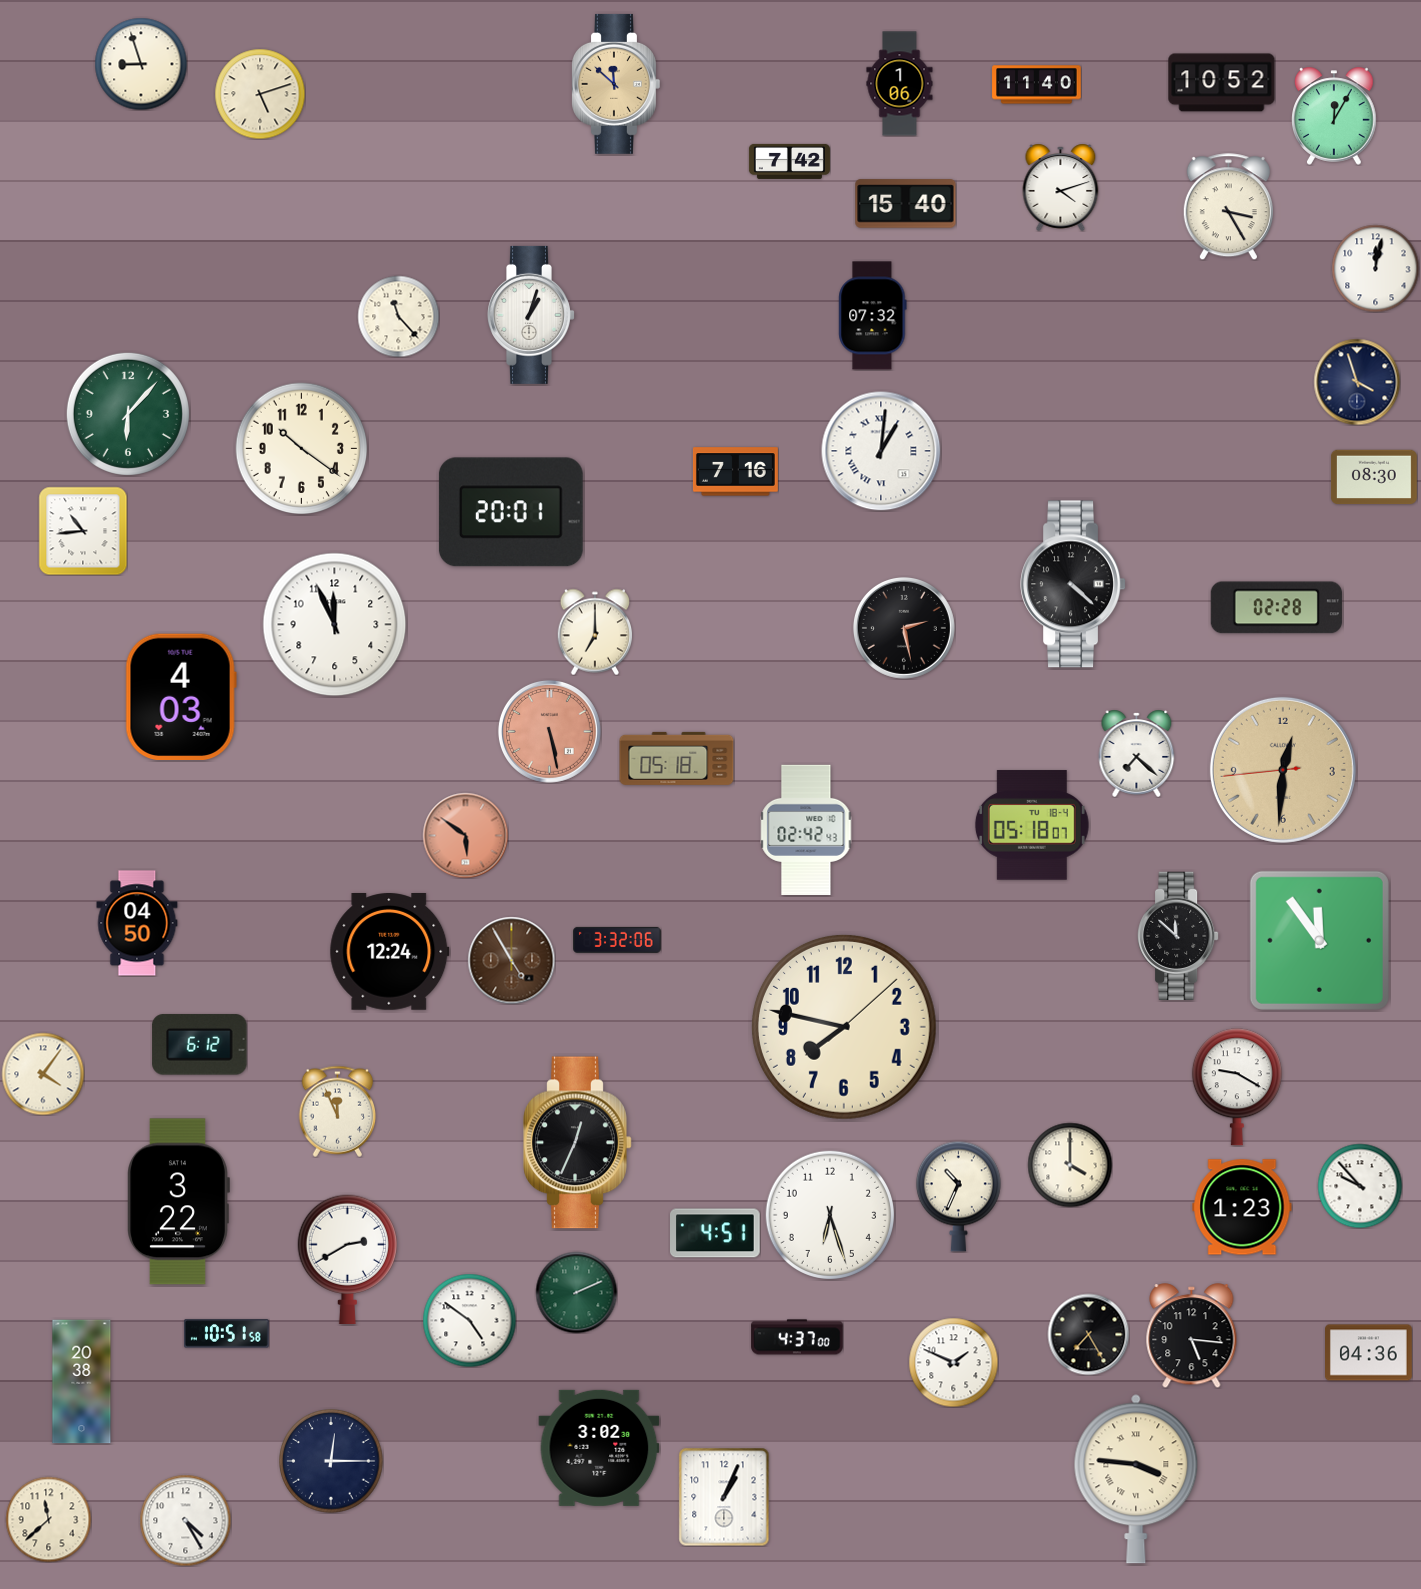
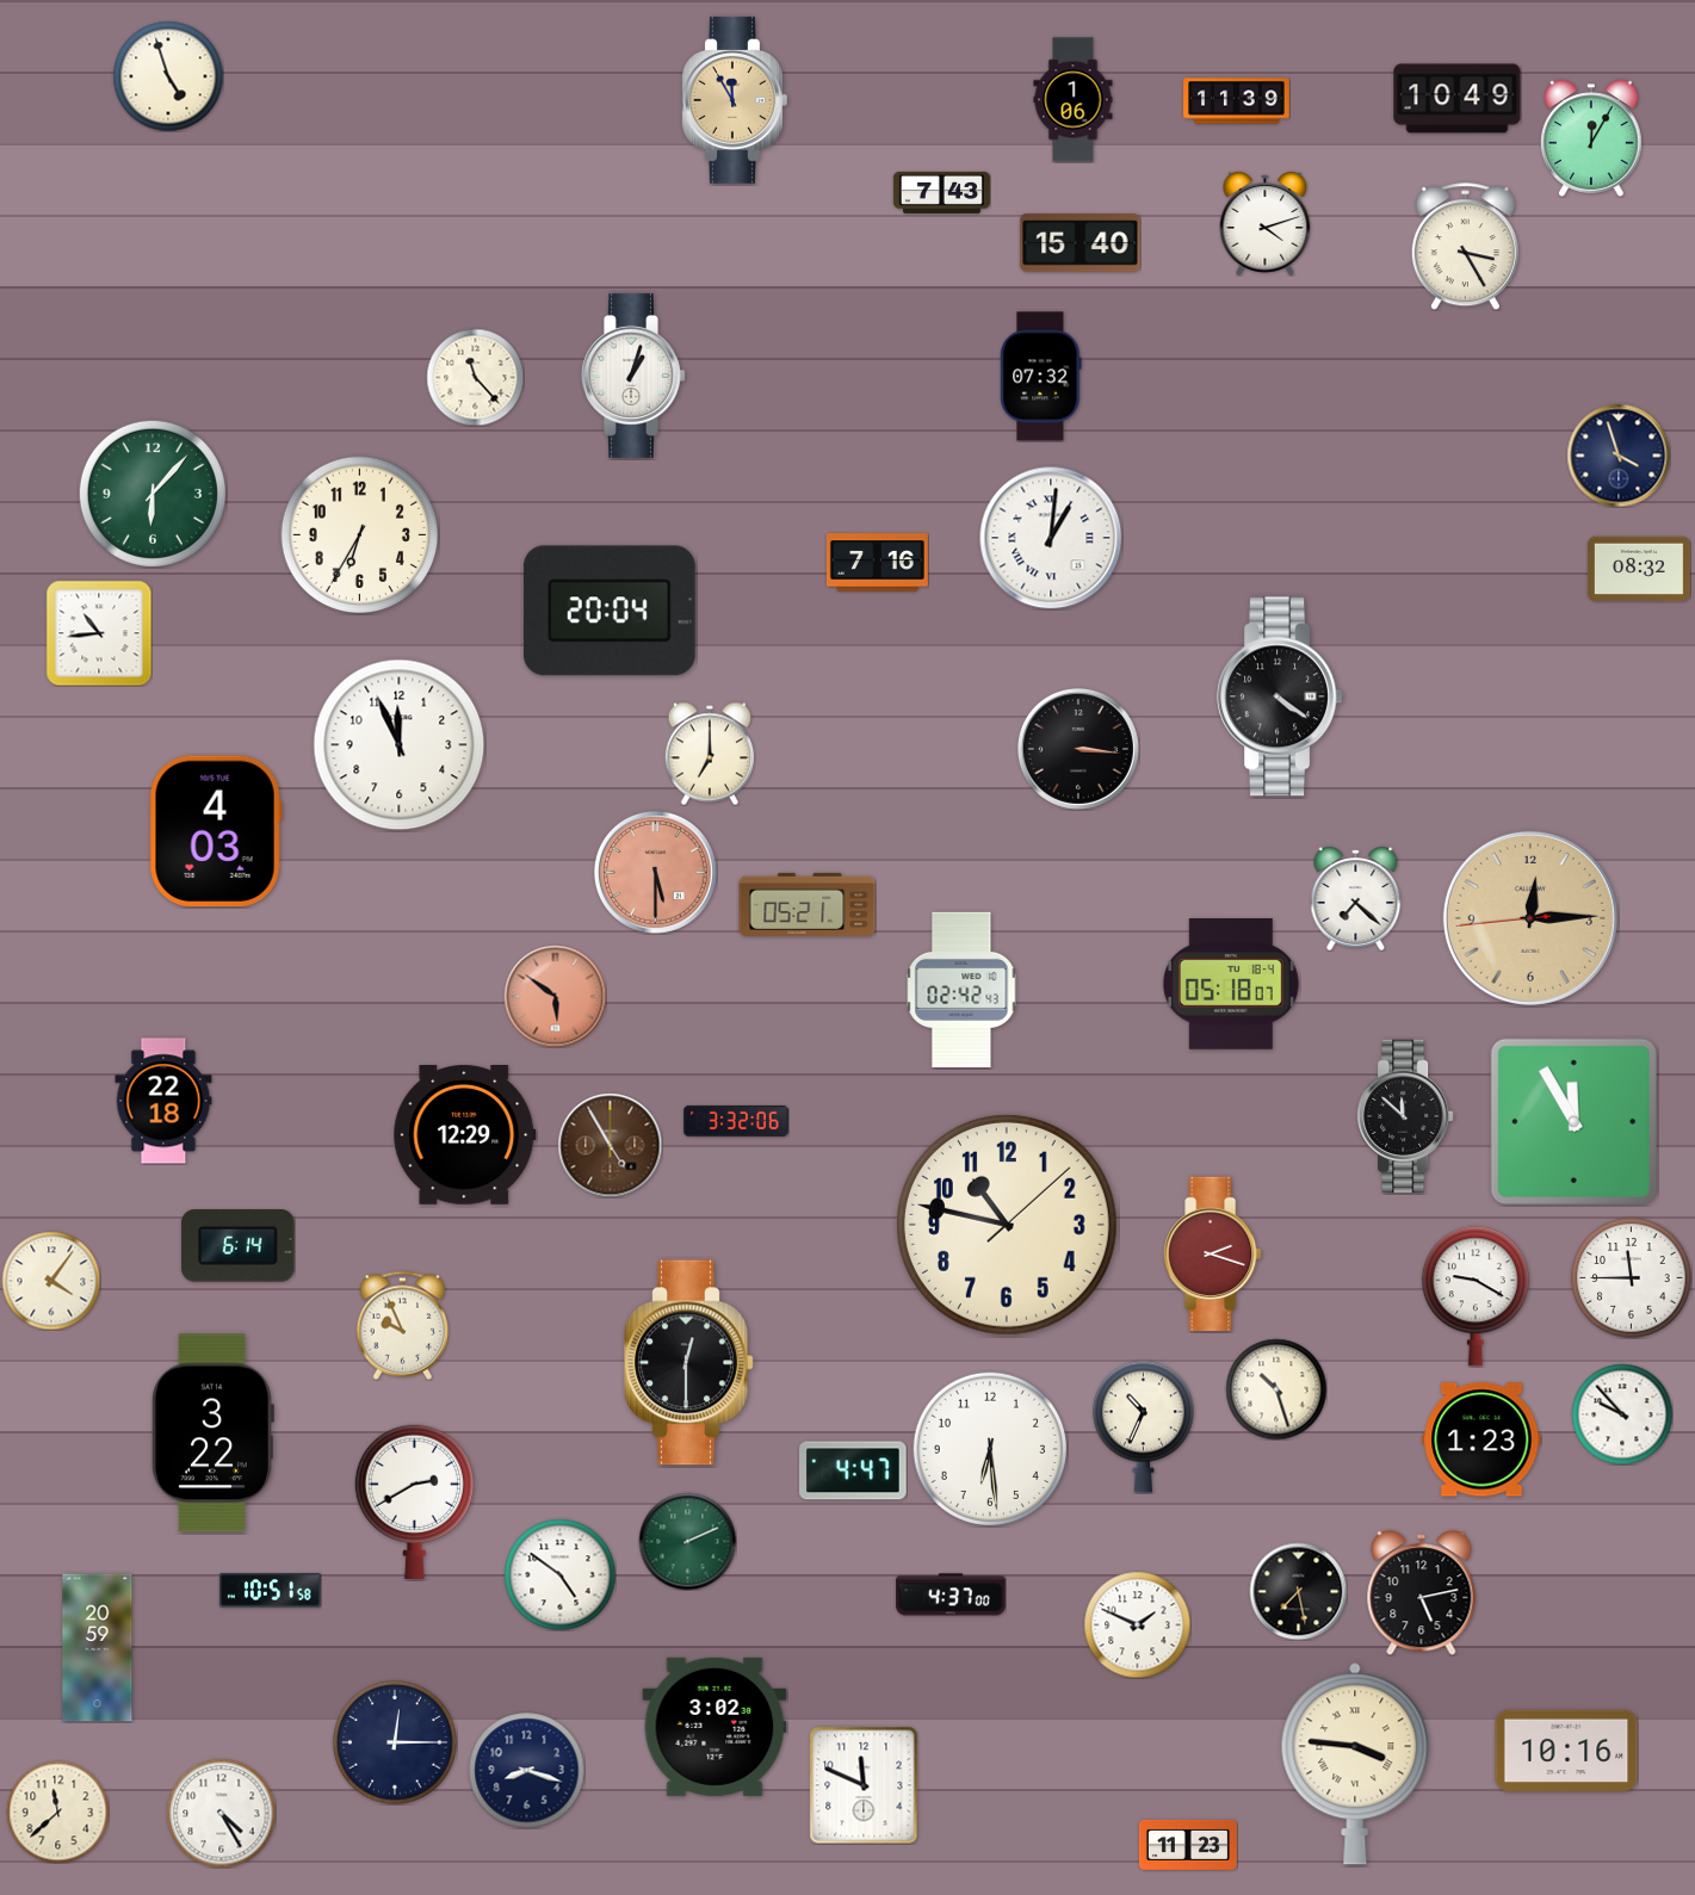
clock at (141, 64): 8:57 -> 4:57
clock at (1222, 83): 10:52 -> 10:49
clock at (616, 84): 11:52 -> 11:55
clock at (1037, 85): 11:40 -> 11:39
clock at (260, 94): 5:12 -> none
clock at (789, 161): 7:42 -> 7:43
clock at (1375, 268): 12:02 -> none
clock at (302, 449): 10:21 -> 6:35
clock at (1374, 477): 08:30 -> 08:32
clock at (511, 512): 20:01 -> 20:04
clock at (1073, 584): 4:22 -> 4:21
clock at (1276, 608): 02:28 -> none
clock at (904, 628): 2:28 -> 3:16
clock at (549, 731): 5:28 -> 5:30
clock at (677, 758): 05:18 -> 05:21
clock at (1283, 770): 12:30 -> 12:14
clock at (137, 923): 04:50 -> 22:18
clock at (1319, 940): 11:54 -> 11:55
clock at (390, 952): 12:24 -> 12:29
clock at (844, 1027): 7:47 -> 10:47
clock at (200, 1045): 6:12 -> 6:14
clock at (1213, 1253): none -> 2:18
clock at (1632, 1278): none -> 11:45
clock at (338, 1111): 11:56 -> 9:56
clock at (578, 1143): 12:34 -> 12:30
clock at (1070, 1165): 4:00 -> 10:27
clock at (829, 1214): 6:27 -> 6:29
clock at (715, 1233): 4:51 -> 4:47
clock at (1088, 1334): 7:25 -> 7:28
clock at (1192, 1336): 5:16 -> 5:13
clock at (1369, 1353): 04:36 -> none
clock at (82, 1382): 20:38 -> 20:59
clock at (1566, 1750): none -> 10:16
clock at (526, 1770): none -> 8:18
clock at (724, 1497): 1:04 -> 11:49
clock at (1188, 1845): none -> 11:23
